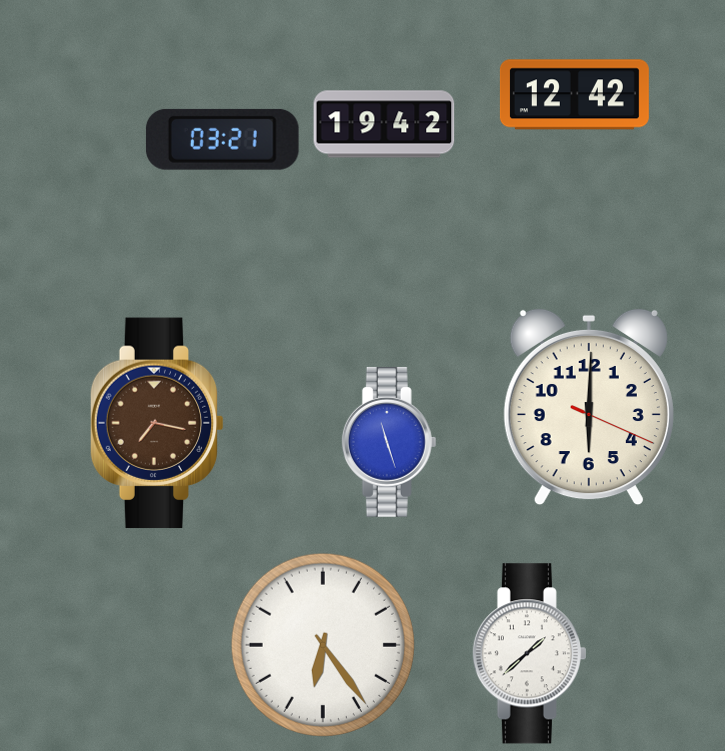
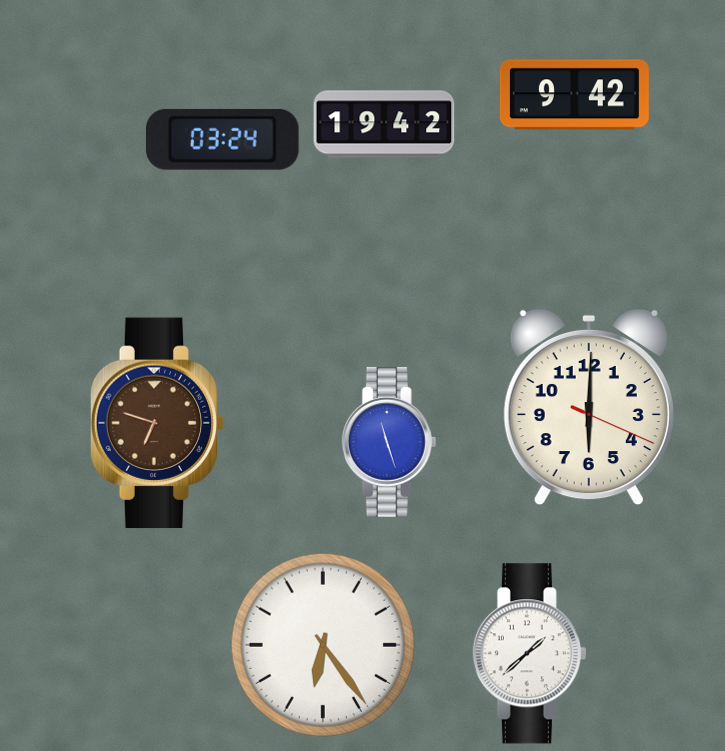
clock at (574, 95): 12:42 -> 9:42
clock at (222, 139): 03:21 -> 03:24
clock at (157, 423): 7:17 -> 6:48
